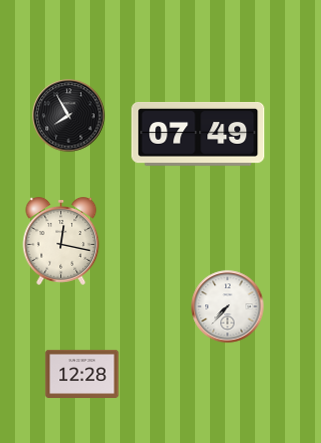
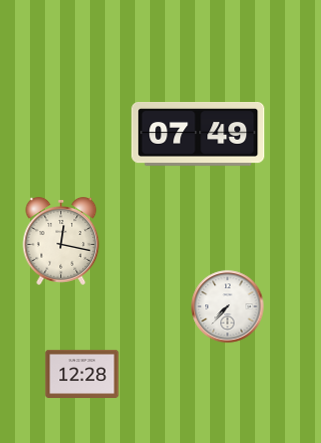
clock at (69, 116): 7:55 -> none
